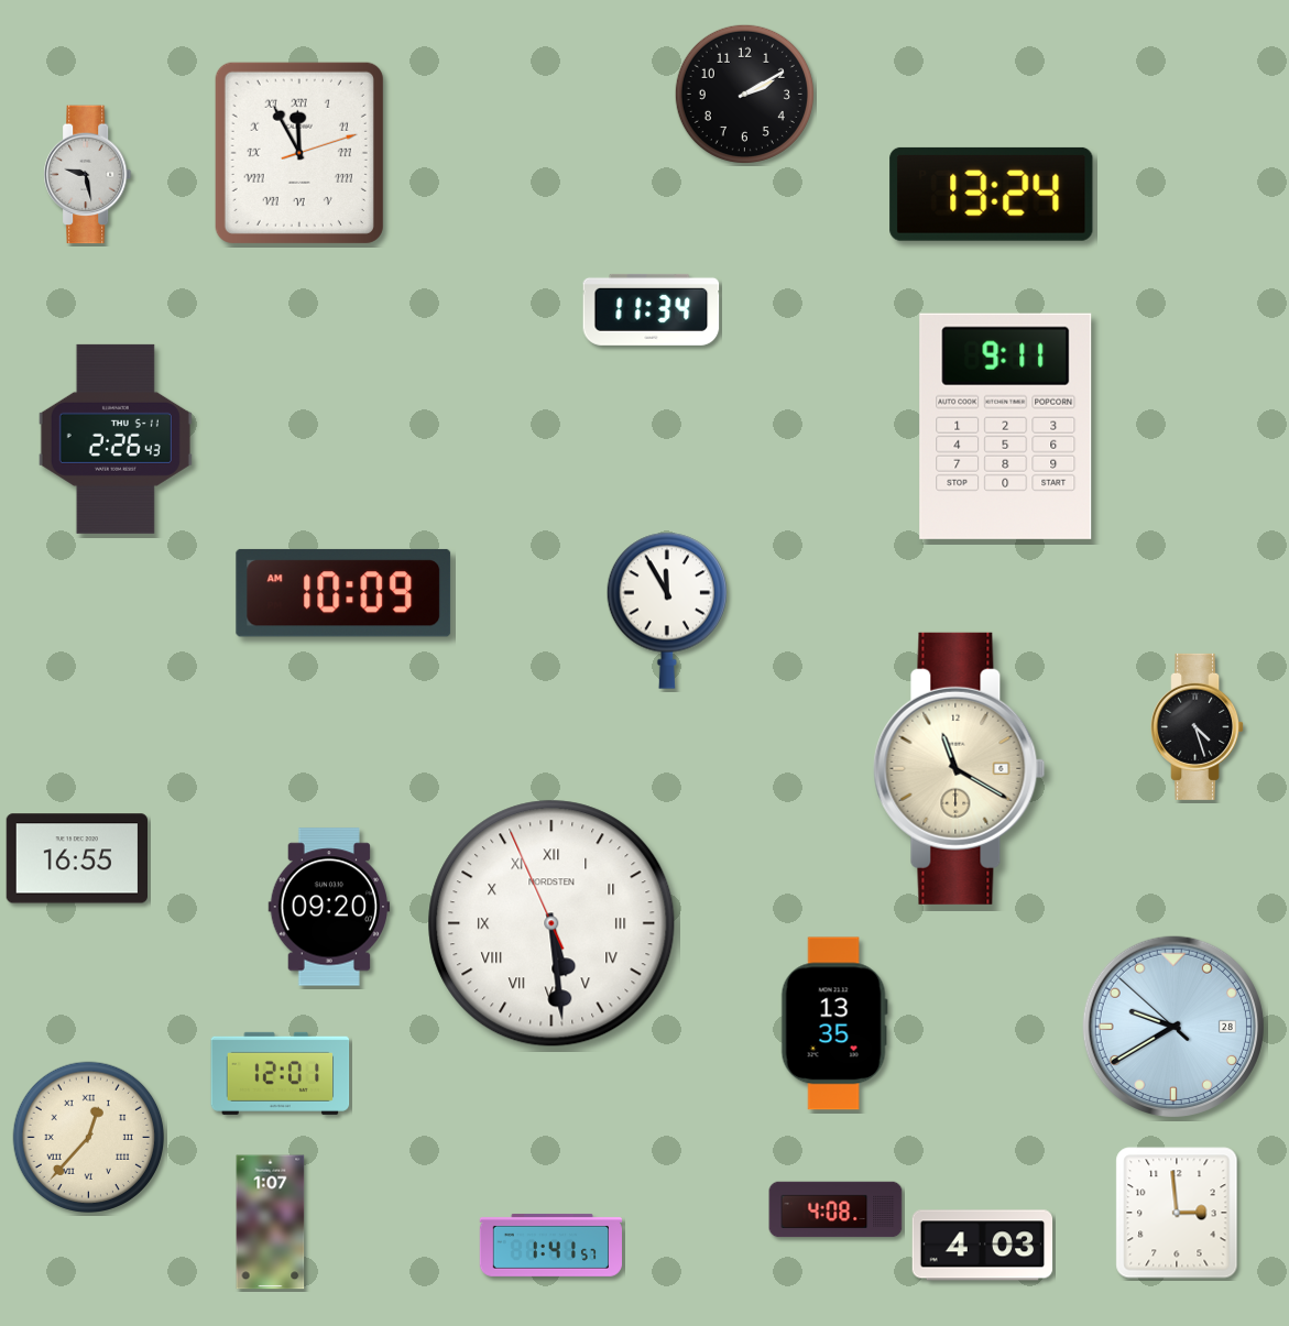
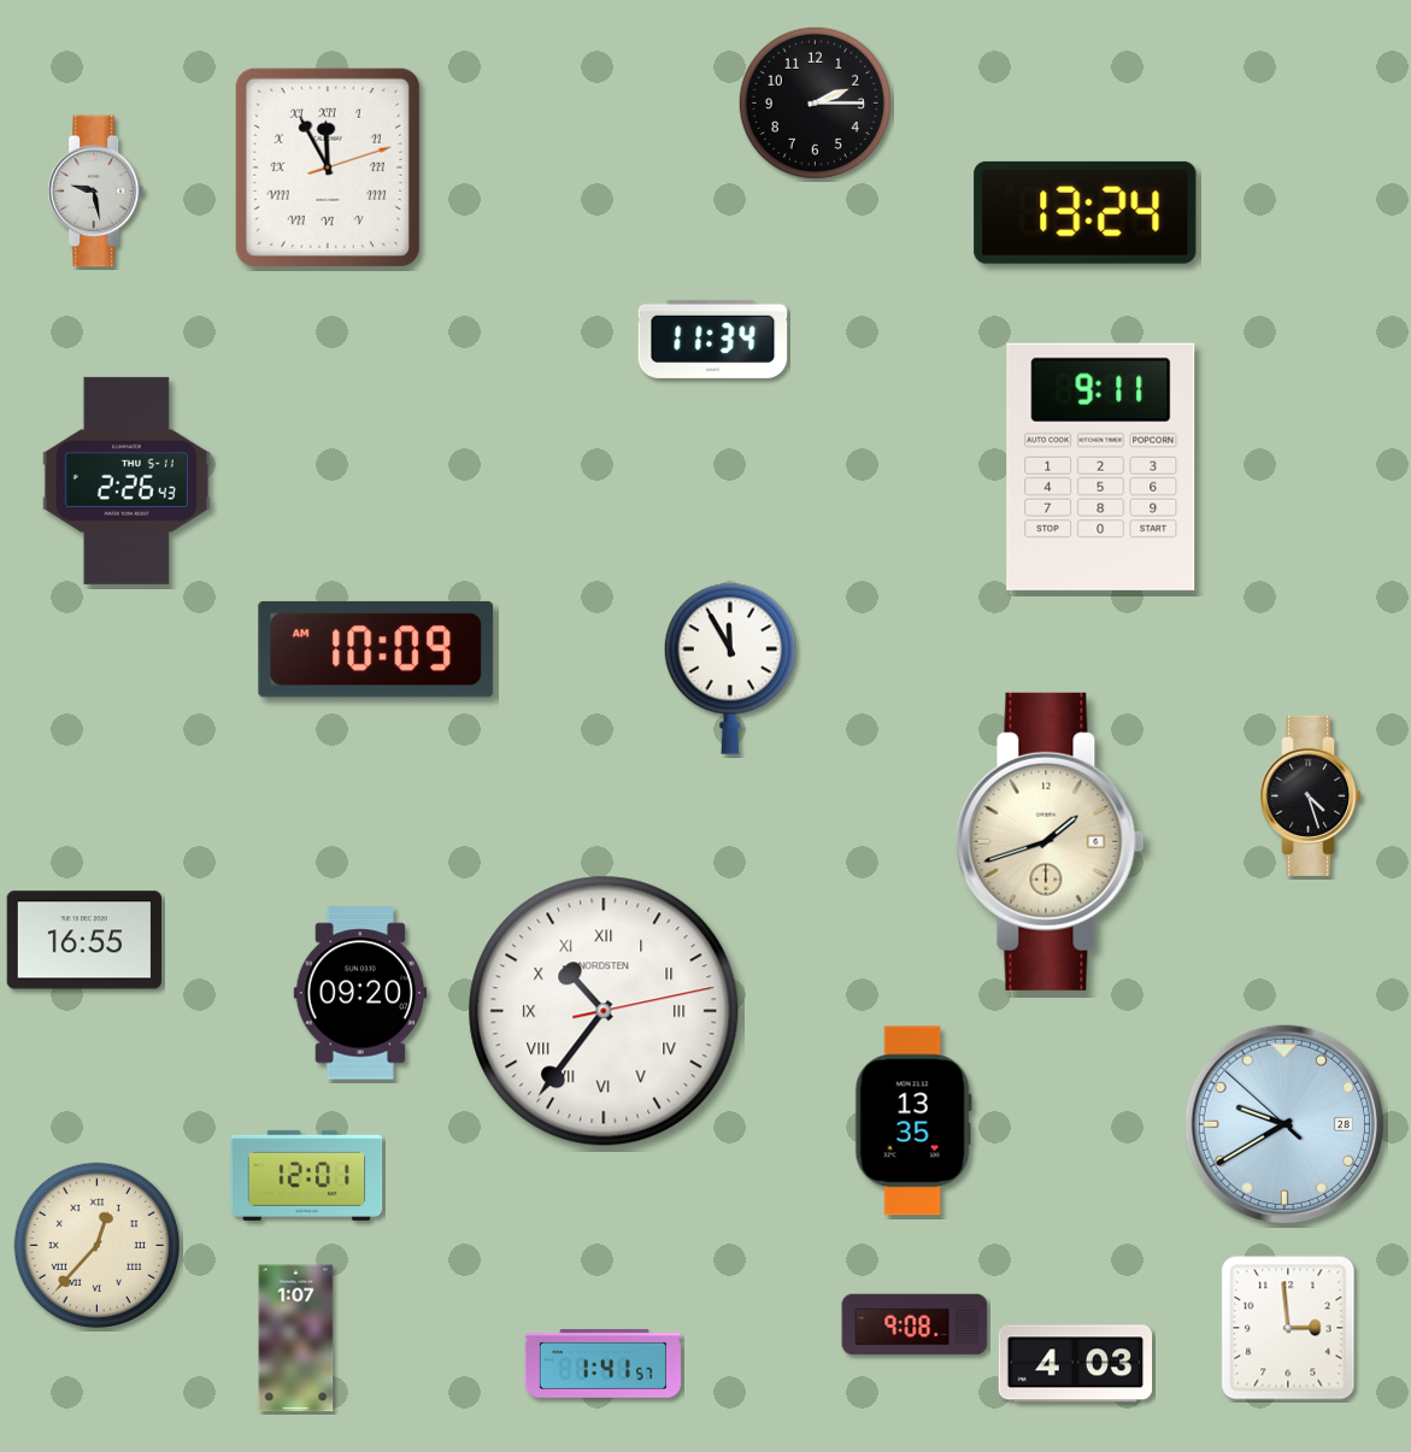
clock at (744, 94): 2:10 -> 2:15
clock at (960, 768): 11:20 -> 1:42
clock at (551, 923): 5:28 -> 10:36
clock at (835, 1209): 4:08 -> 9:08
